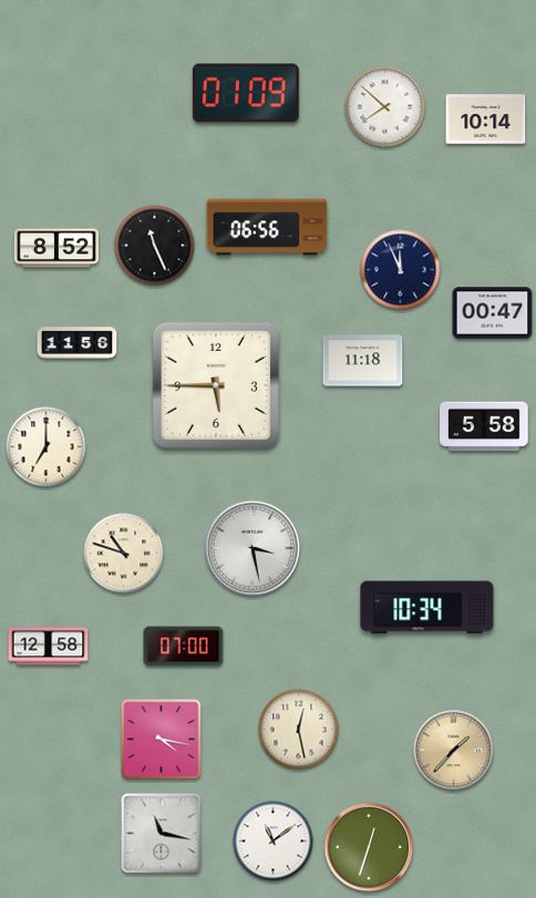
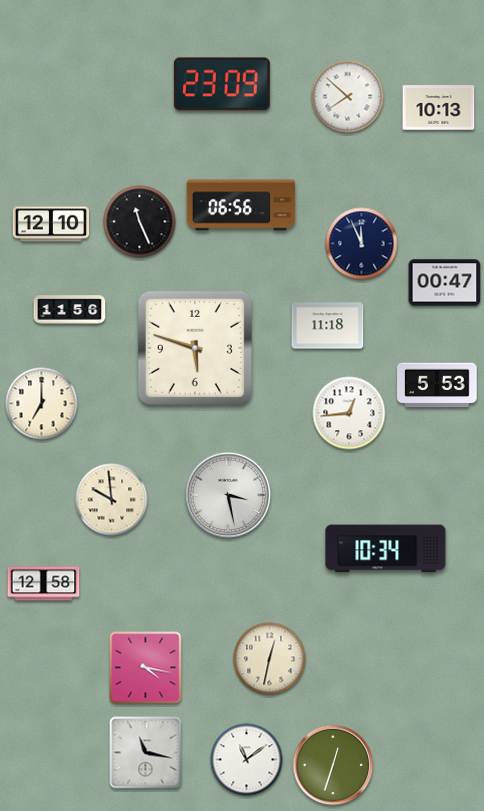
clock at (246, 93): 01:09 -> 23:09
clock at (486, 120): 10:14 -> 10:13
clock at (56, 248): 8:52 -> 12:10
clock at (216, 385): 5:45 -> 5:48
clock at (484, 426): 5:58 -> 5:53
clock at (349, 413): none -> 12:44
clock at (124, 554): 10:48 -> 9:59
clock at (184, 647): 07:00 -> none
clock at (299, 730): 12:28 -> 12:32
clock at (454, 751): 1:37 -> none
